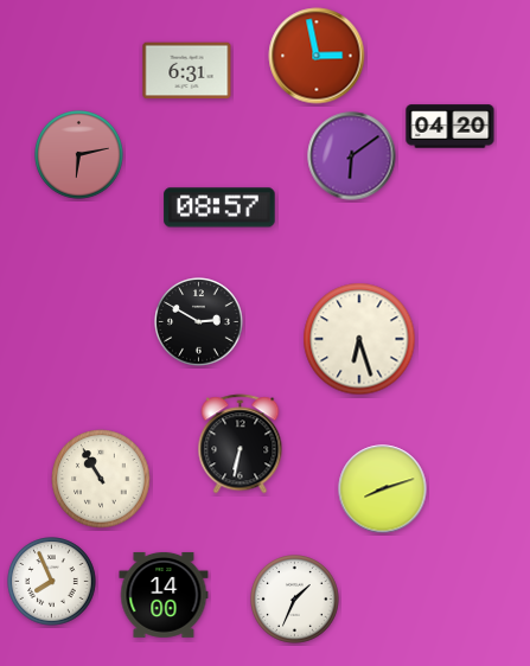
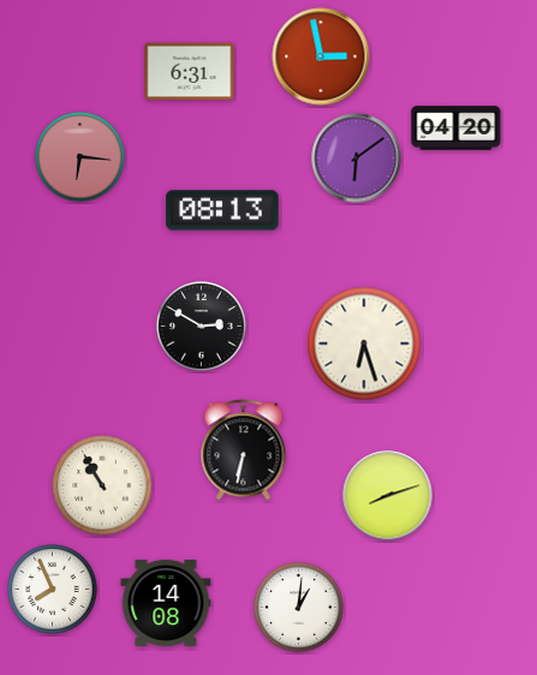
clock at (79, 155): 6:13 -> 6:16
clock at (219, 207): 08:57 -> 08:13
clock at (164, 595): 14:00 -> 14:08
clock at (295, 600): 1:34 -> 1:01
